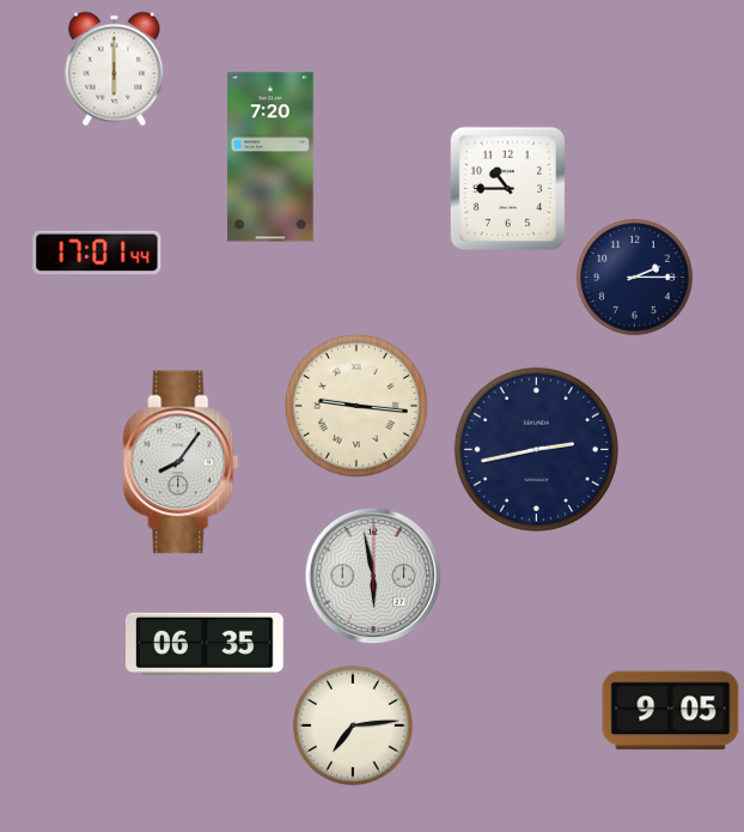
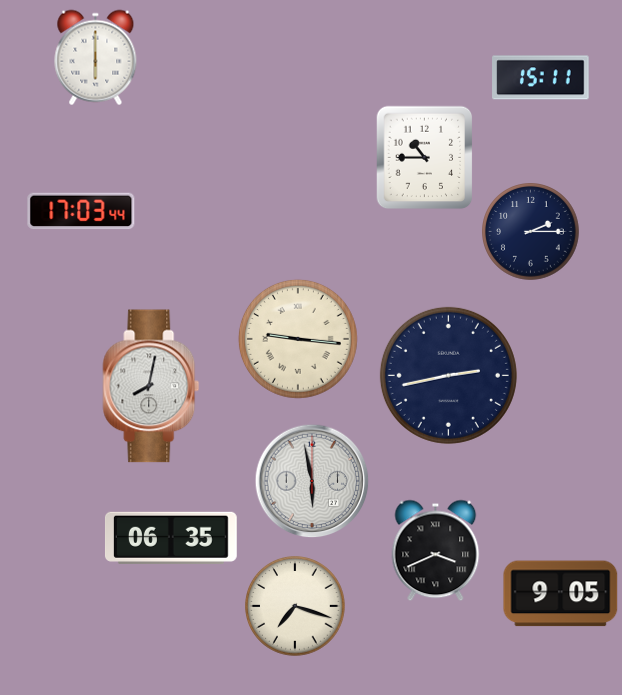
clock at (541, 78): none -> 15:11
clock at (270, 157): 7:20 -> none
clock at (97, 253): 17:01 -> 17:03
clock at (181, 462): 8:06 -> 8:02
clock at (436, 551): none -> 3:41
clock at (353, 725): 7:14 -> 7:18
